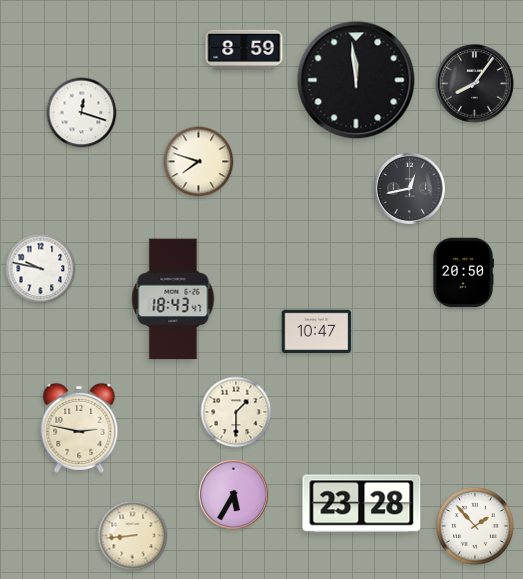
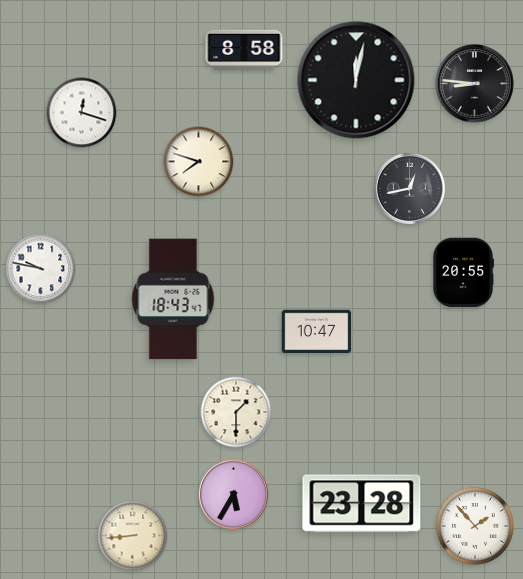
clock at (244, 49): 8:59 -> 8:58
clock at (356, 80): 11:59 -> 12:02
clock at (475, 84): 8:06 -> 8:46
clock at (463, 273): 20:50 -> 20:55
clock at (79, 428): 2:47 -> none
